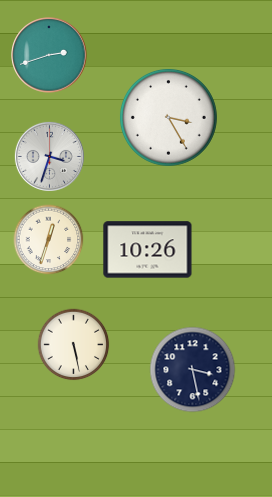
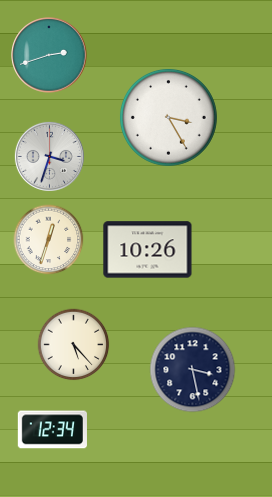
clock at (74, 345): 5:28 -> 5:23
clock at (52, 430): none -> 12:34
